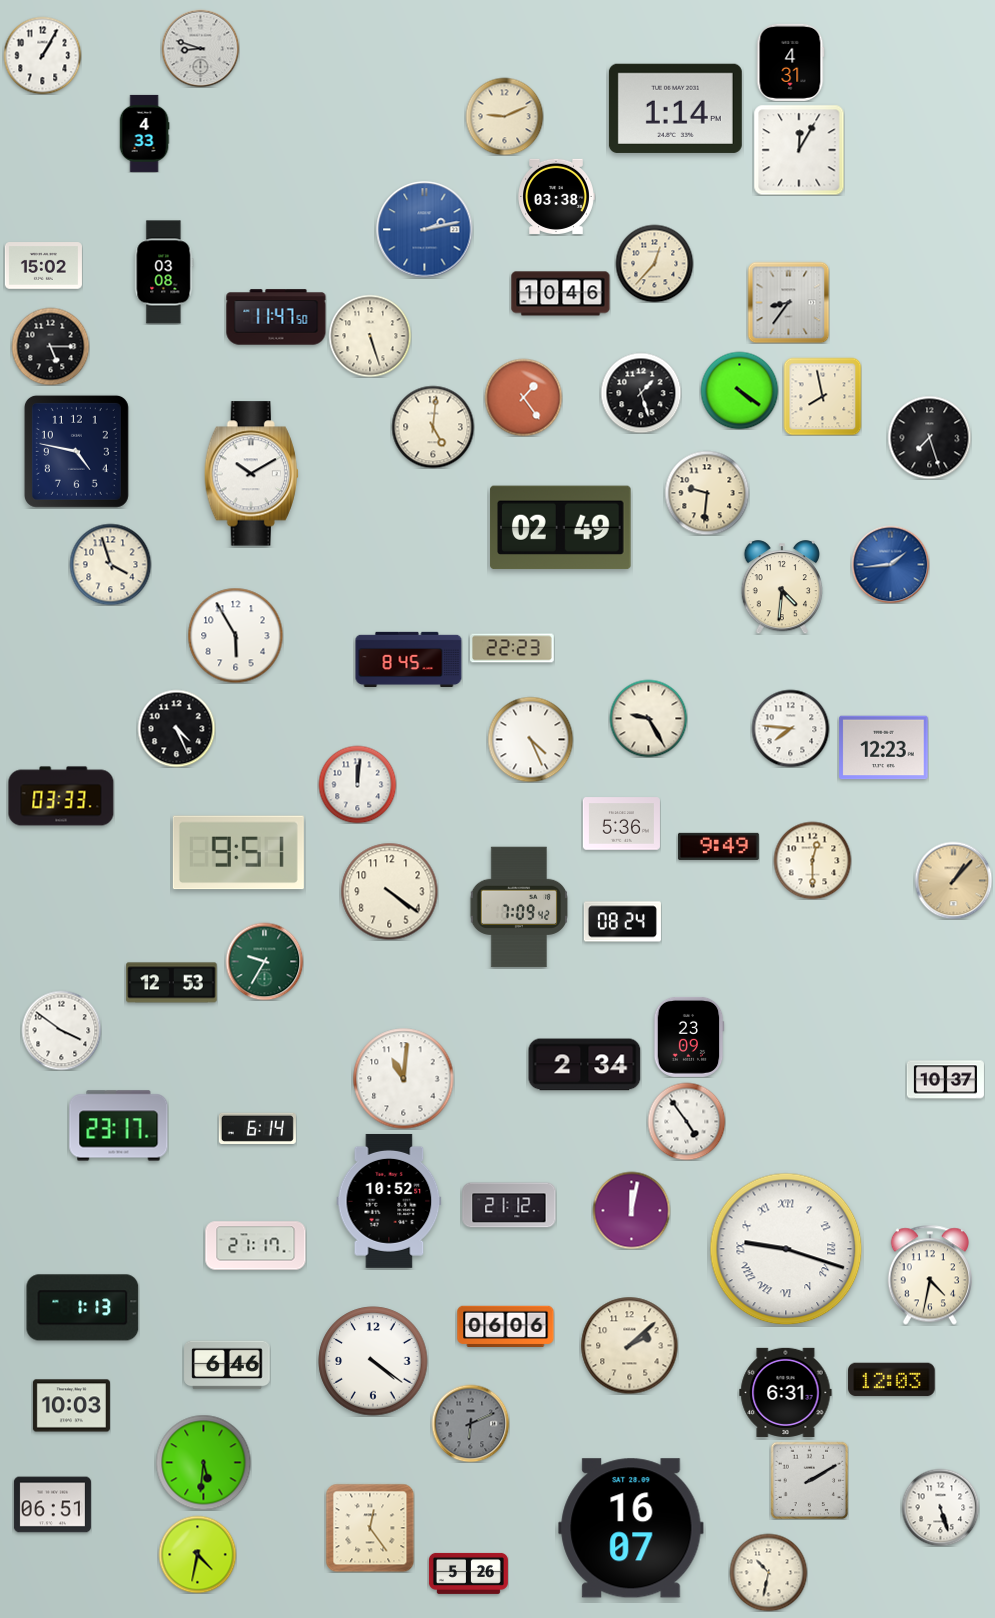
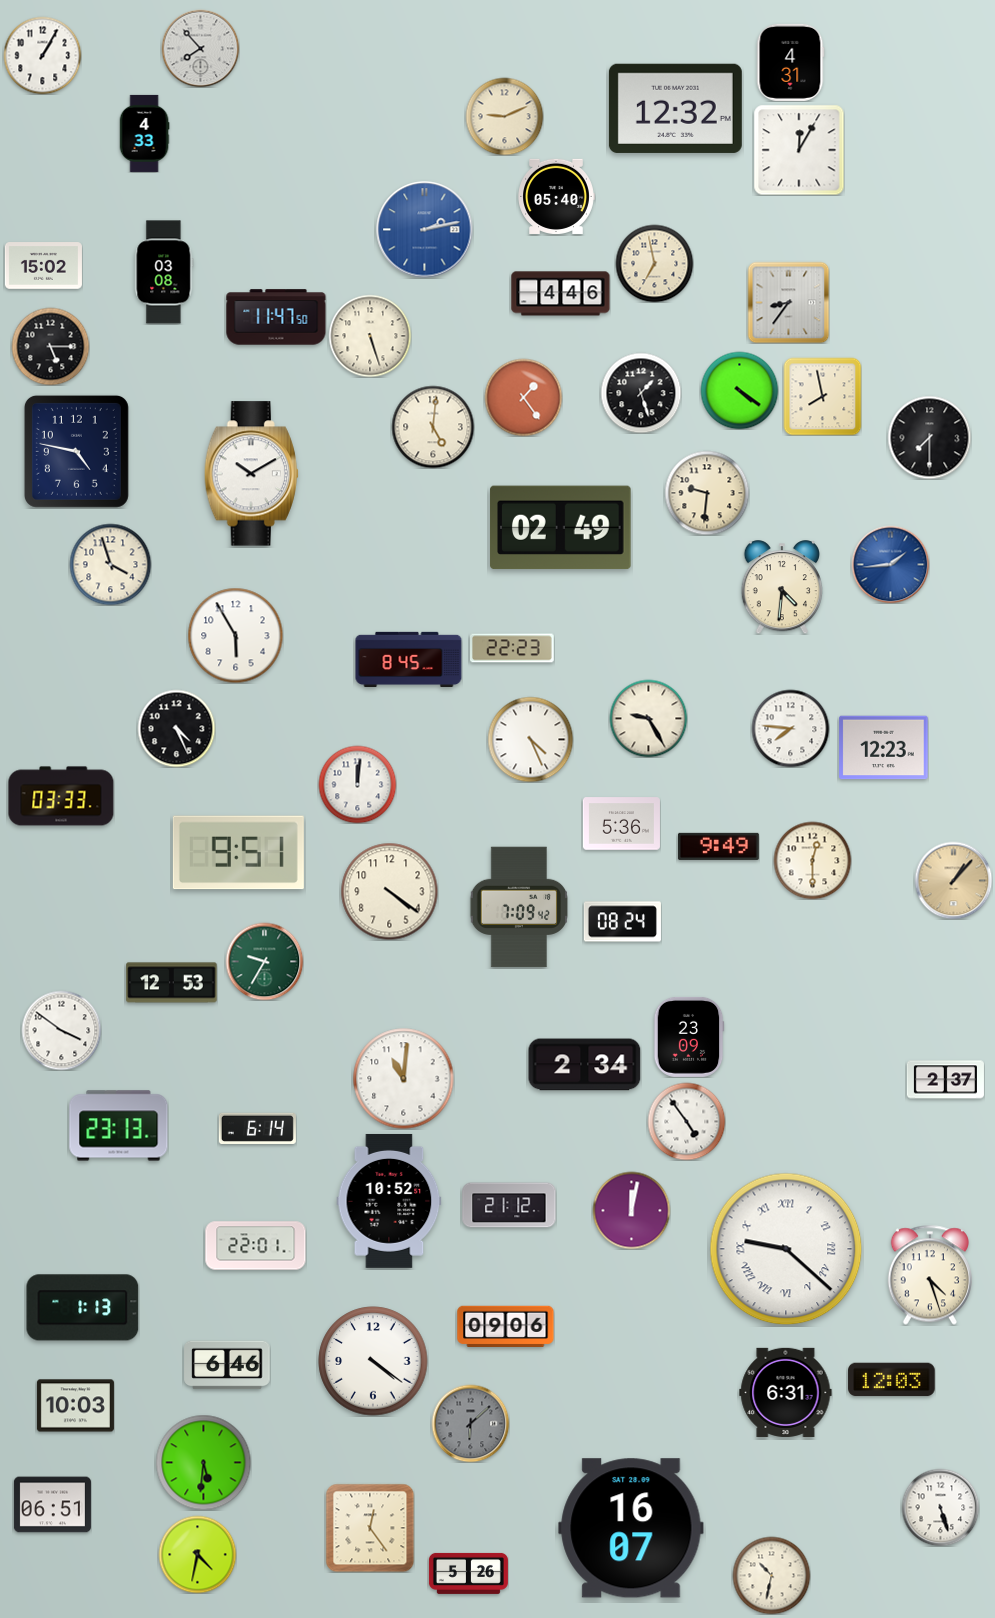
clock at (200, 48): 8:48 -> 7:53
clock at (675, 108): 1:14 -> 12:32
clock at (556, 196): 03:38 -> 05:40
clock at (654, 263): 12:37 -> 6:58
clock at (561, 294): 10:46 -> 4:46
clock at (929, 437): 7:27 -> 7:30
clock at (945, 1080): 10:37 -> 2:37
clock at (119, 1126): 23:17 -> 23:13
clock at (256, 1246): 21:17 -> 22:01
clock at (786, 1249): 9:18 -> 9:22
clock at (929, 1275): 4:32 -> 4:27
clock at (506, 1326): 06:06 -> 09:06
clock at (629, 1345): 2:08 -> none
clock at (71, 1406) position: (71, 1406) -> (75, 1406)
clock at (470, 1423): 6:11 -> 6:08
clock at (809, 1480): 2:10 -> none
clock at (768, 1572) position: (768, 1572) -> (771, 1575)
